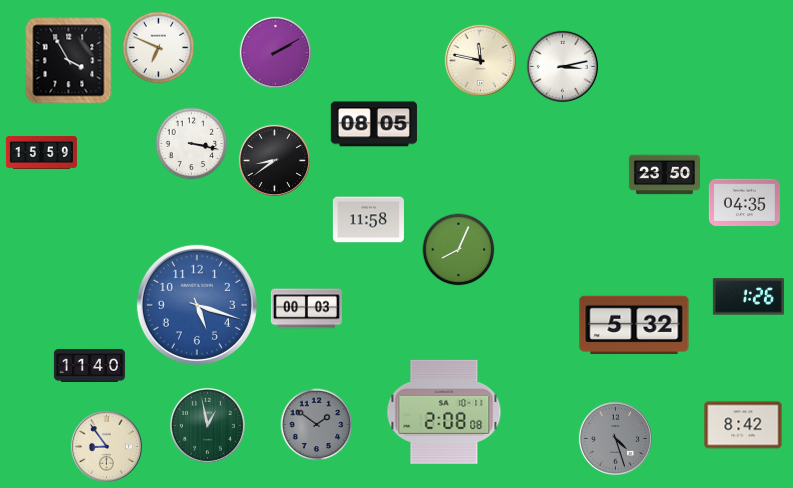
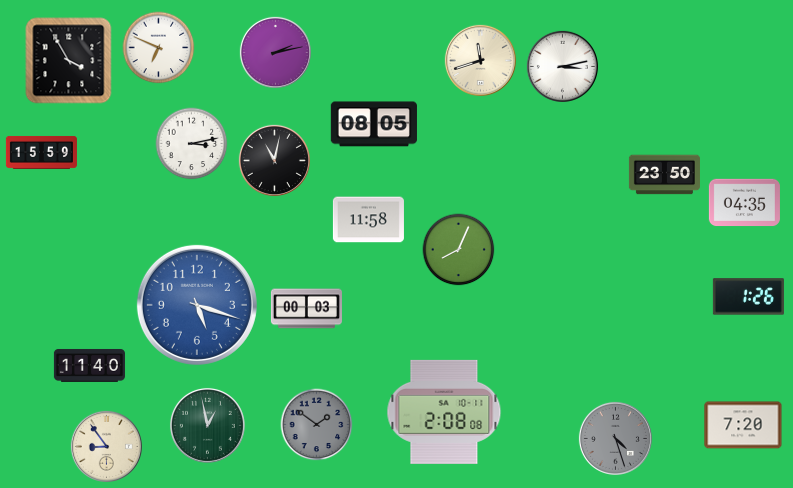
clock at (275, 52): 2:10 -> 2:13
clock at (480, 60): 11:47 -> 11:42
clock at (192, 144): 3:17 -> 3:13
clock at (274, 160): 8:39 -> 11:02
clock at (634, 325): 5:32 -> none
clock at (743, 425): 8:42 -> 7:20
